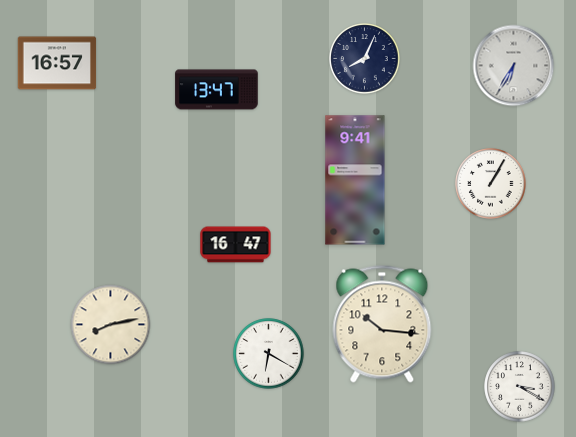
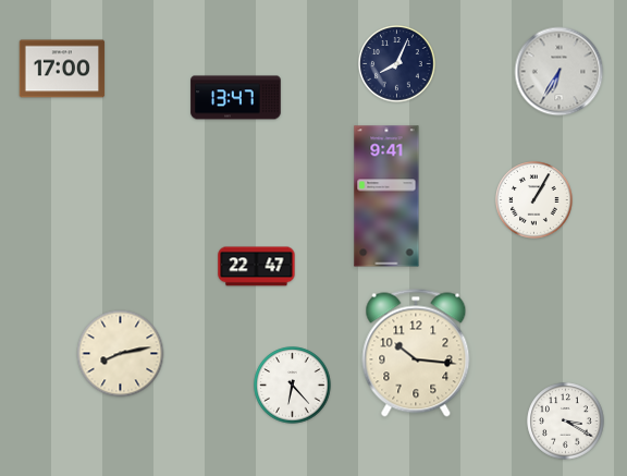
clock at (57, 63): 16:57 -> 17:00
clock at (236, 245): 16:47 -> 22:47
clock at (269, 354): 6:20 -> 6:23
